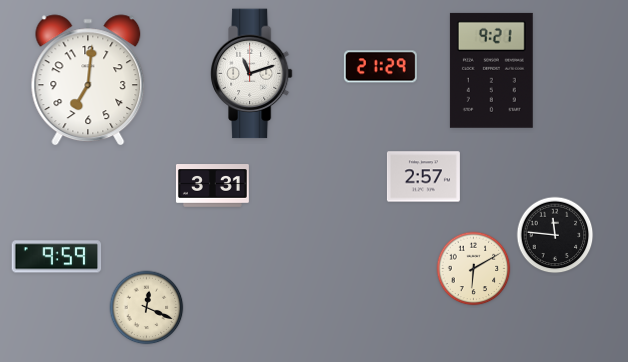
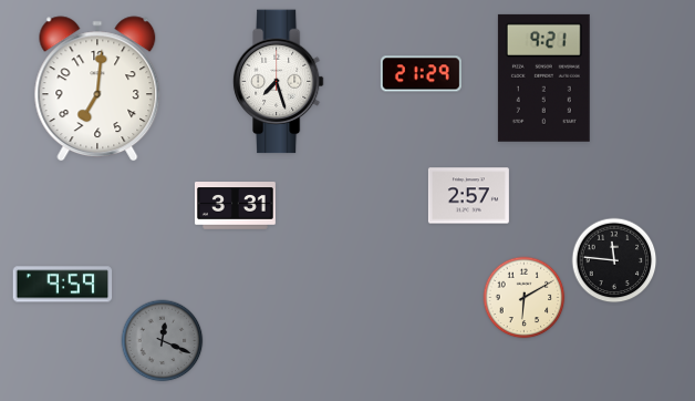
clock at (251, 74): 11:12 -> 7:27
clock at (147, 308) dial: cream -> grey
